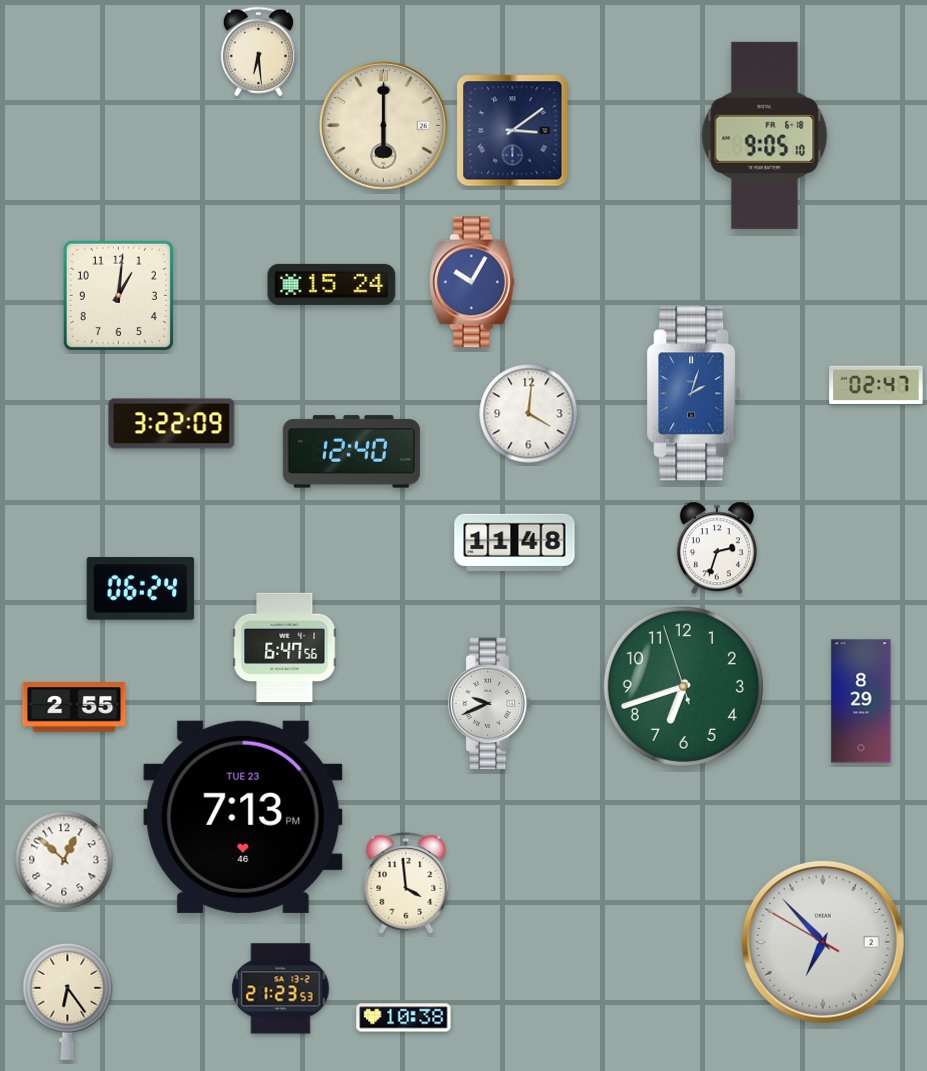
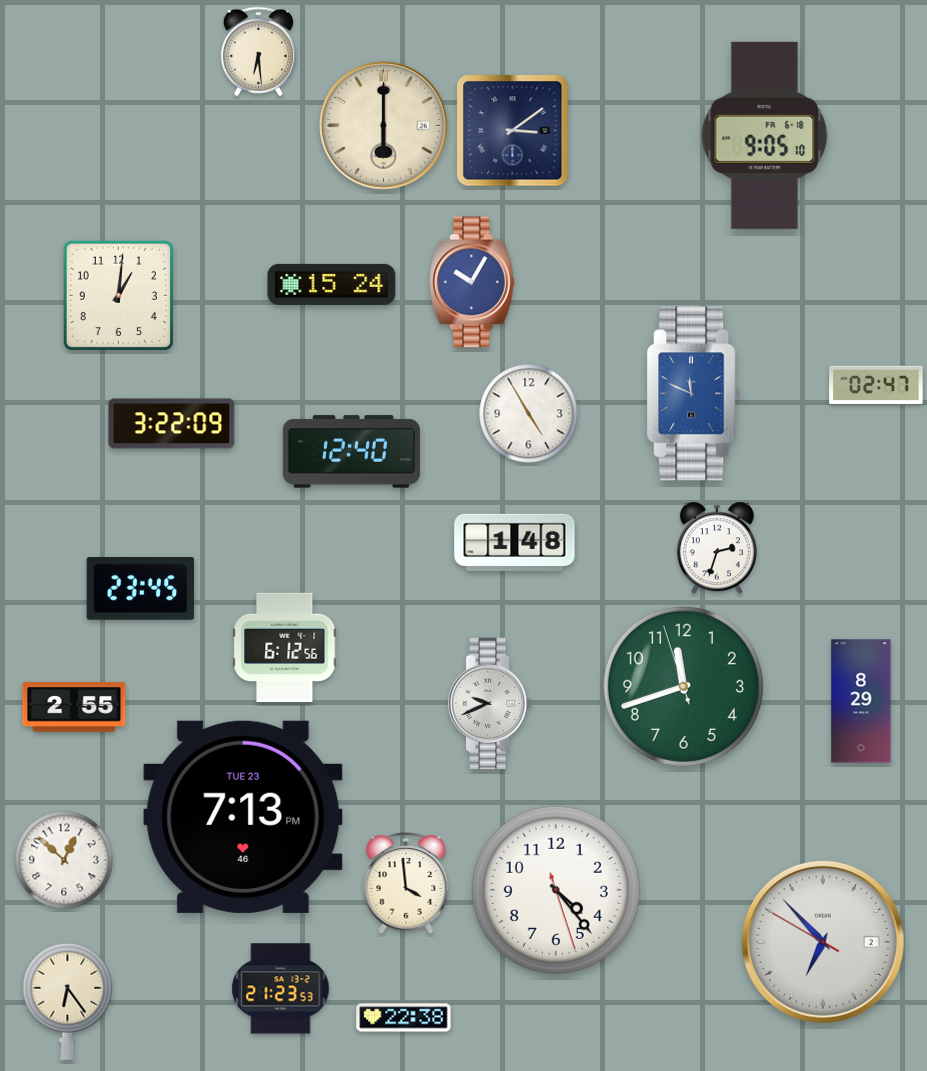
clock at (694, 394): 2:03 -> 11:49
clock at (529, 414): 4:01 -> 4:55
clock at (515, 542): 11:48 -> 1:48
clock at (141, 589): 06:24 -> 23:45
clock at (285, 648): 6:47 -> 6:12
clock at (683, 686): 6:41 -> 11:41
clock at (556, 890): none -> 4:23
clock at (404, 1018): 10:38 -> 22:38
